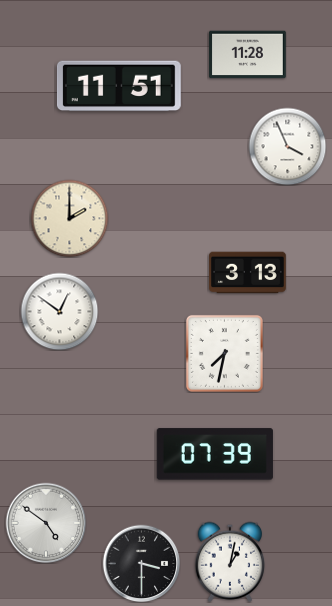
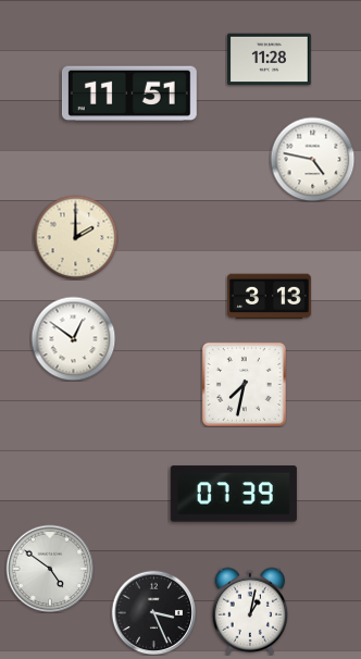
clock at (287, 146): 3:56 -> 4:47
clock at (59, 311) position: (59, 311) -> (73, 338)
clock at (141, 563): 3:30 -> 3:26
